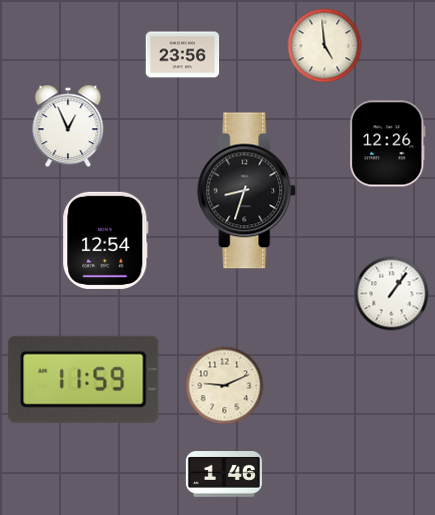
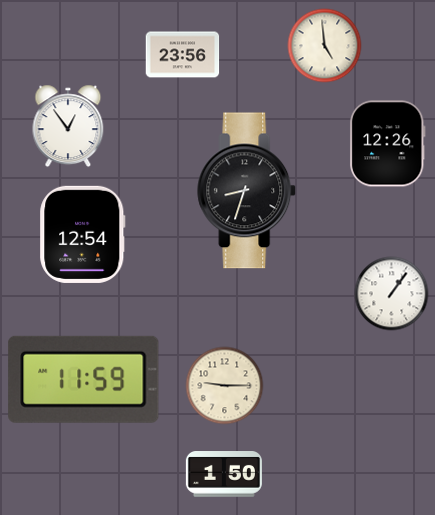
clock at (68, 126): 12:56 -> 12:54
clock at (106, 240) position: (106, 240) -> (83, 234)
clock at (225, 386): 9:11 -> 9:15
clock at (224, 474): 1:46 -> 1:50
